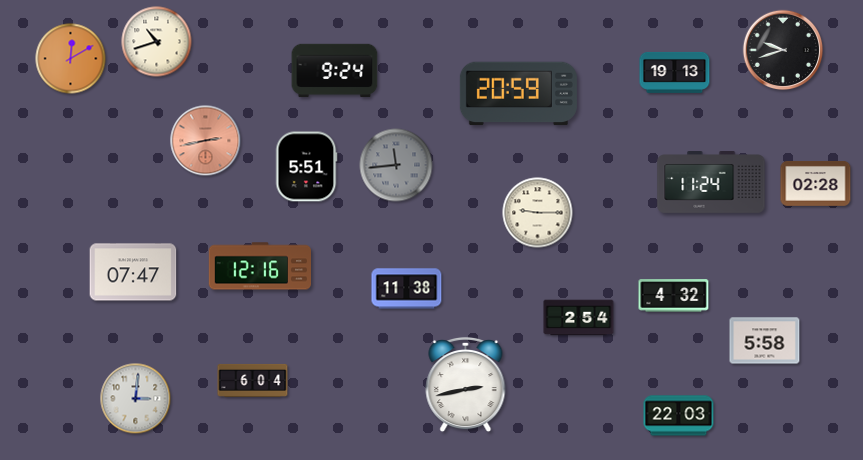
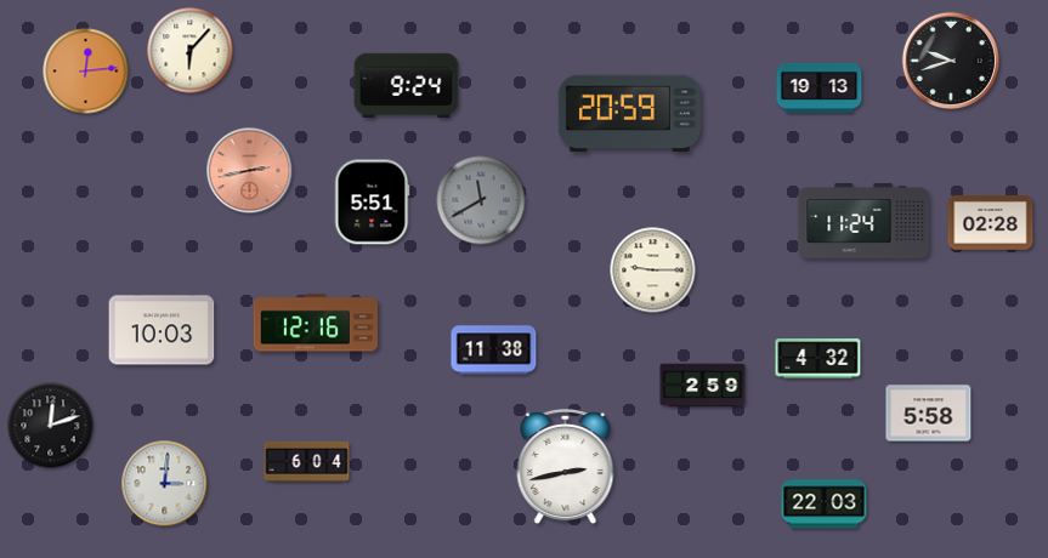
clock at (157, 42): 10:42 -> 6:07
clock at (71, 59): 12:10 -> 12:14
clock at (396, 165): 11:44 -> 11:40
clock at (538, 213) position: (538, 213) -> (653, 271)
clock at (133, 272): 07:47 -> 10:03
clock at (579, 318): 2:54 -> 2:59
clock at (51, 426): none -> 12:12
